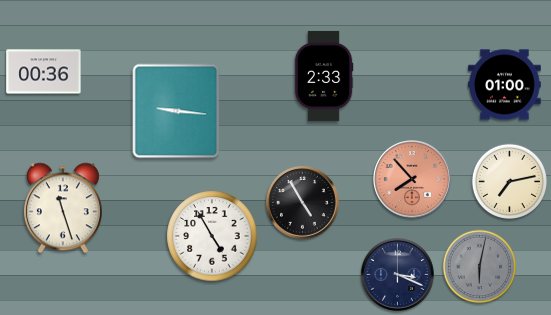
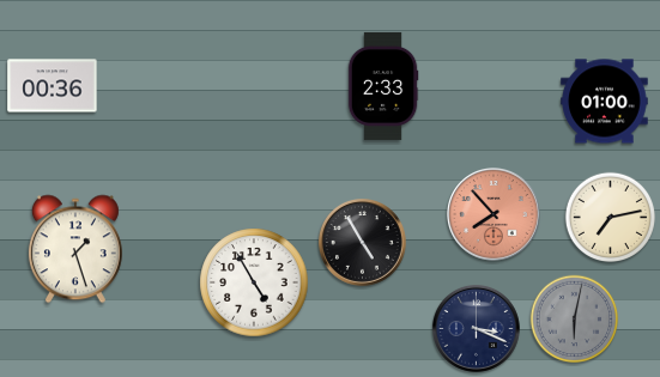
clock at (324, 76) position: (324, 76) -> (383, 86)
clock at (176, 111): 9:16 -> none
clock at (63, 208): 11:27 -> 1:27
